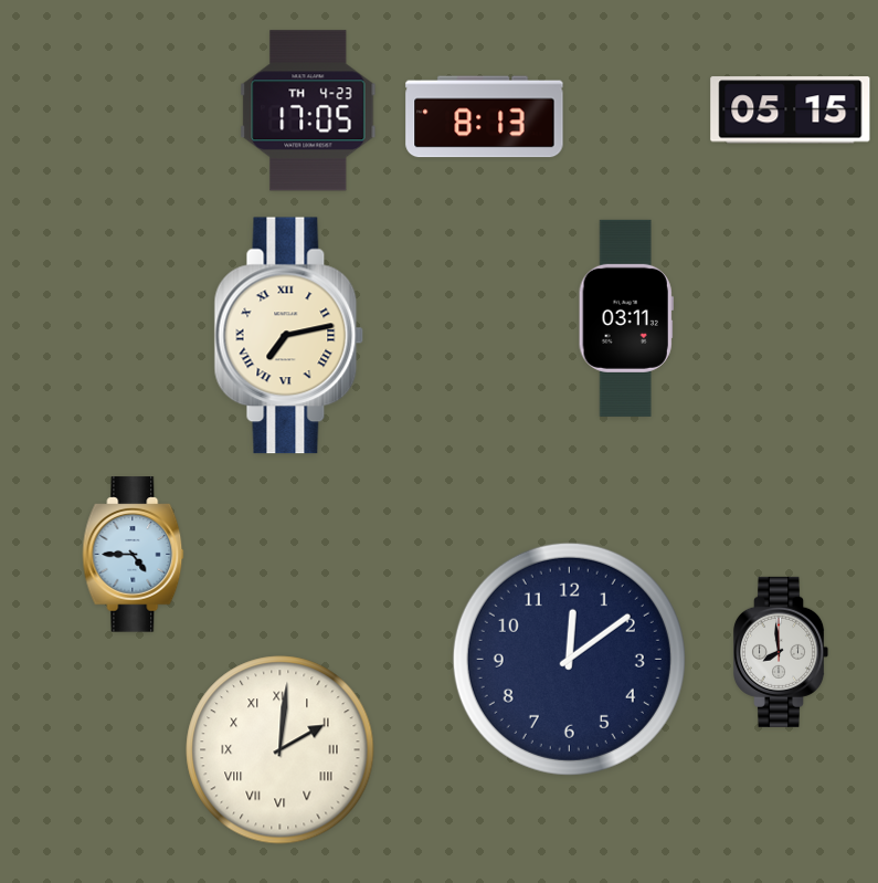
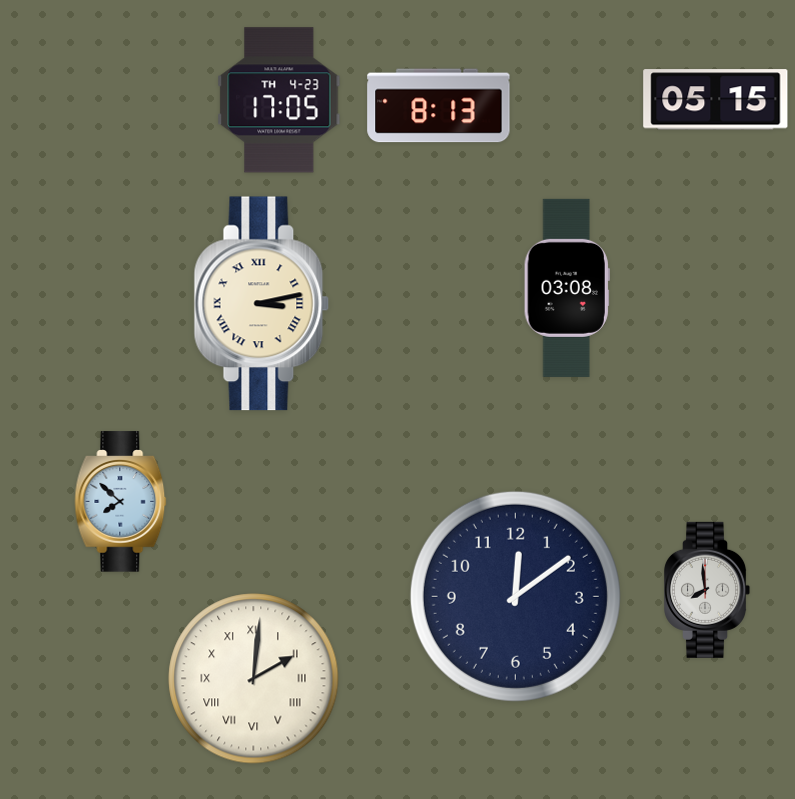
clock at (626, 318): 03:11 -> 03:08
clock at (289, 336): 7:13 -> 3:13
clock at (134, 555): 4:45 -> 7:52
